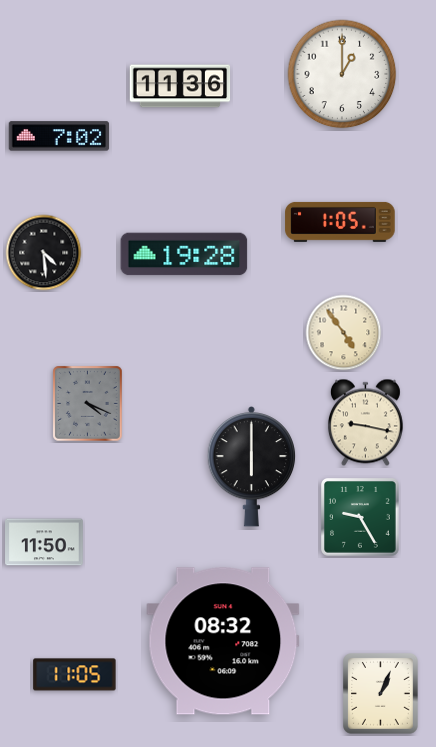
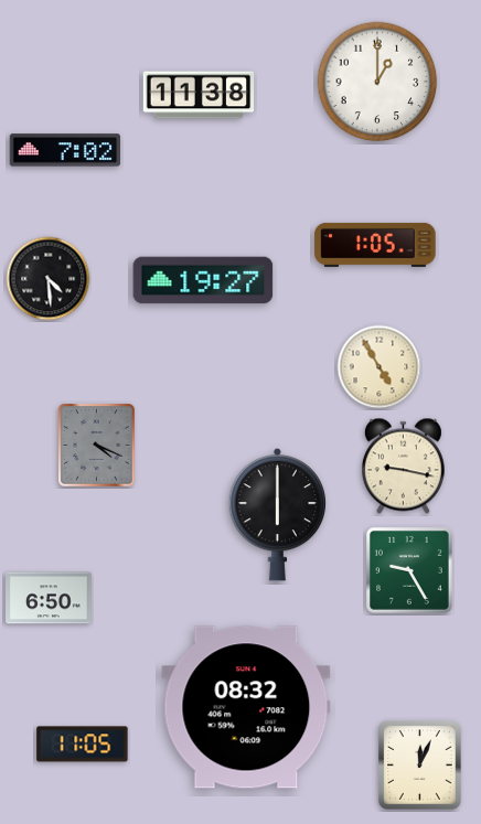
clock at (180, 86): 11:36 -> 11:38
clock at (184, 254): 19:28 -> 19:27
clock at (344, 333): 4:54 -> 4:55
clock at (361, 518) position: (361, 518) -> (410, 571)
clock at (44, 542): 11:50 -> 6:50
clock at (381, 694): 1:04 -> 12:04
